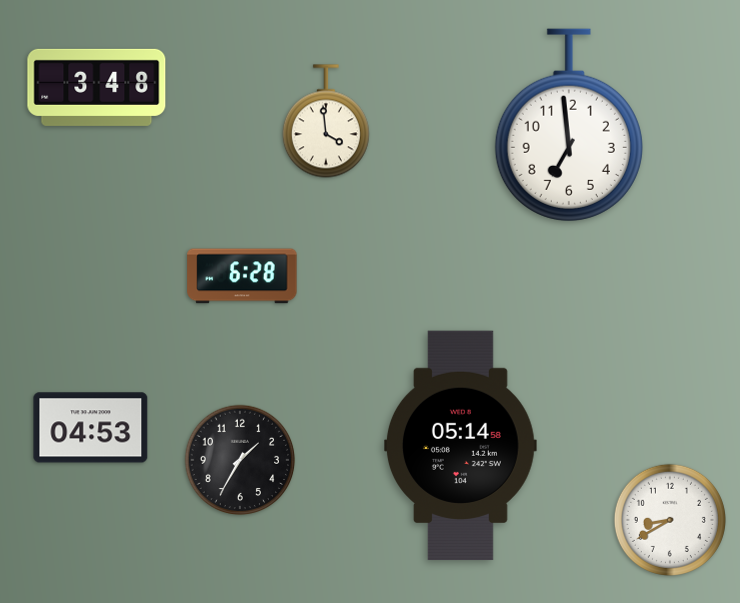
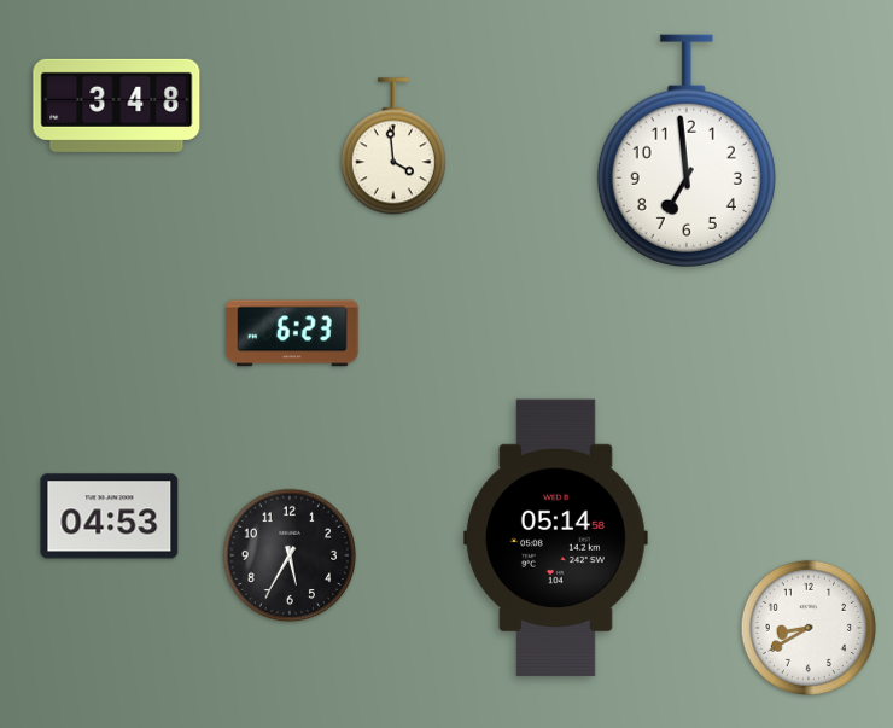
clock at (242, 276): 6:28 -> 6:23
clock at (240, 460): 1:35 -> 5:35
